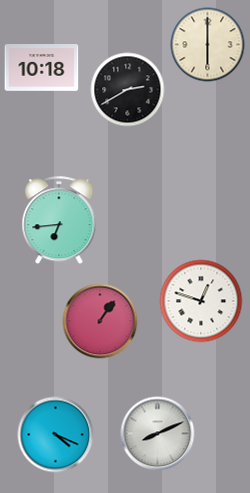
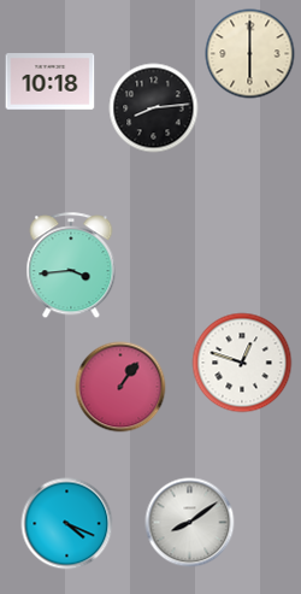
clock at (128, 90): 2:40 -> 8:14
clock at (59, 221): 6:44 -> 3:44
clock at (158, 434): 8:11 -> 8:09
